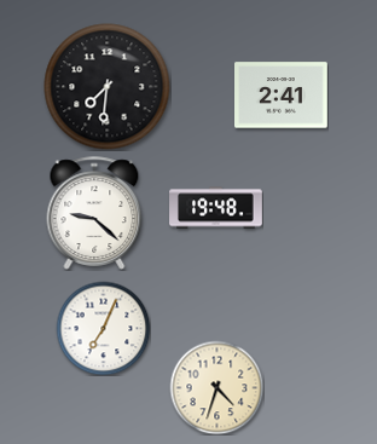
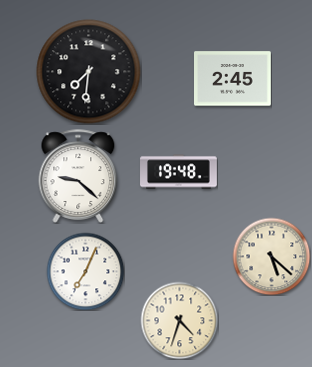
clock at (282, 96): 2:41 -> 2:45
clock at (271, 256): none -> 5:22
